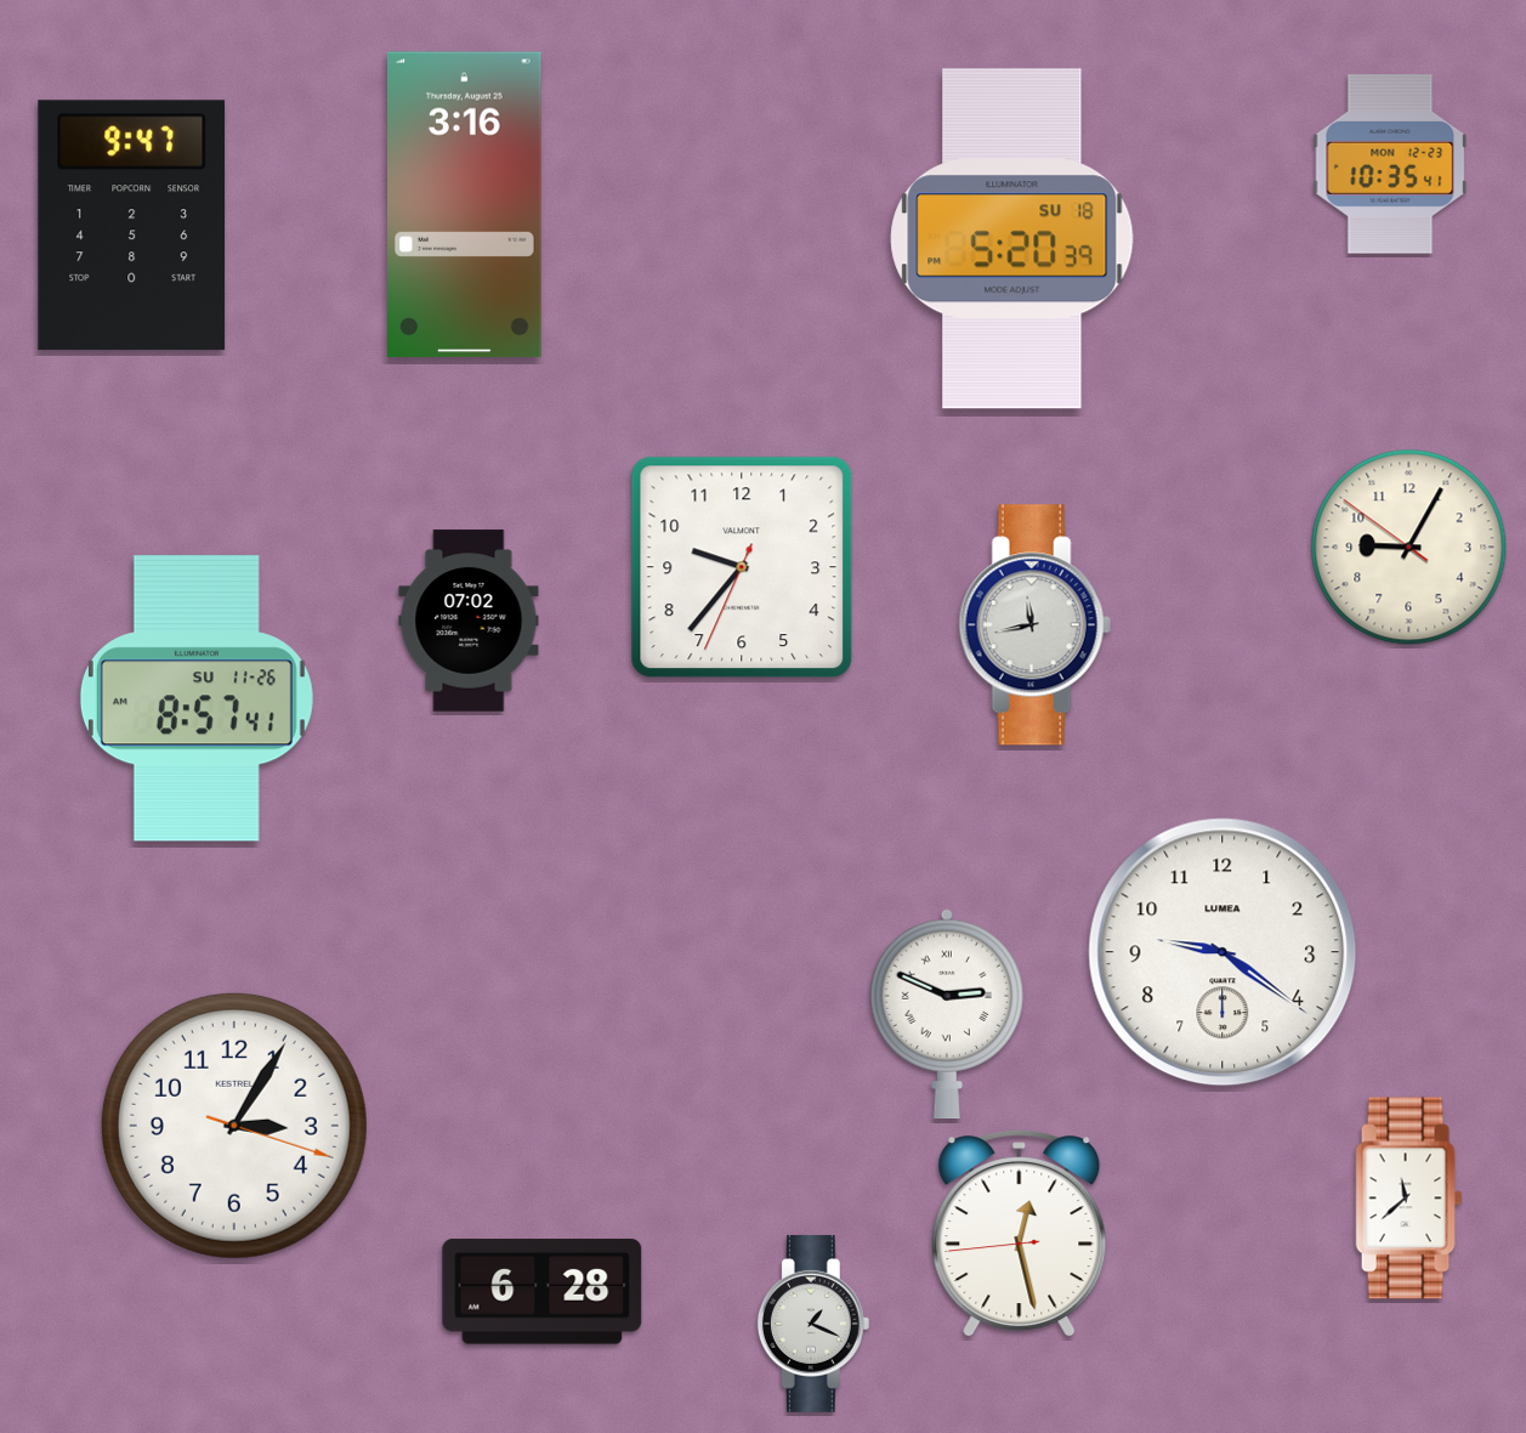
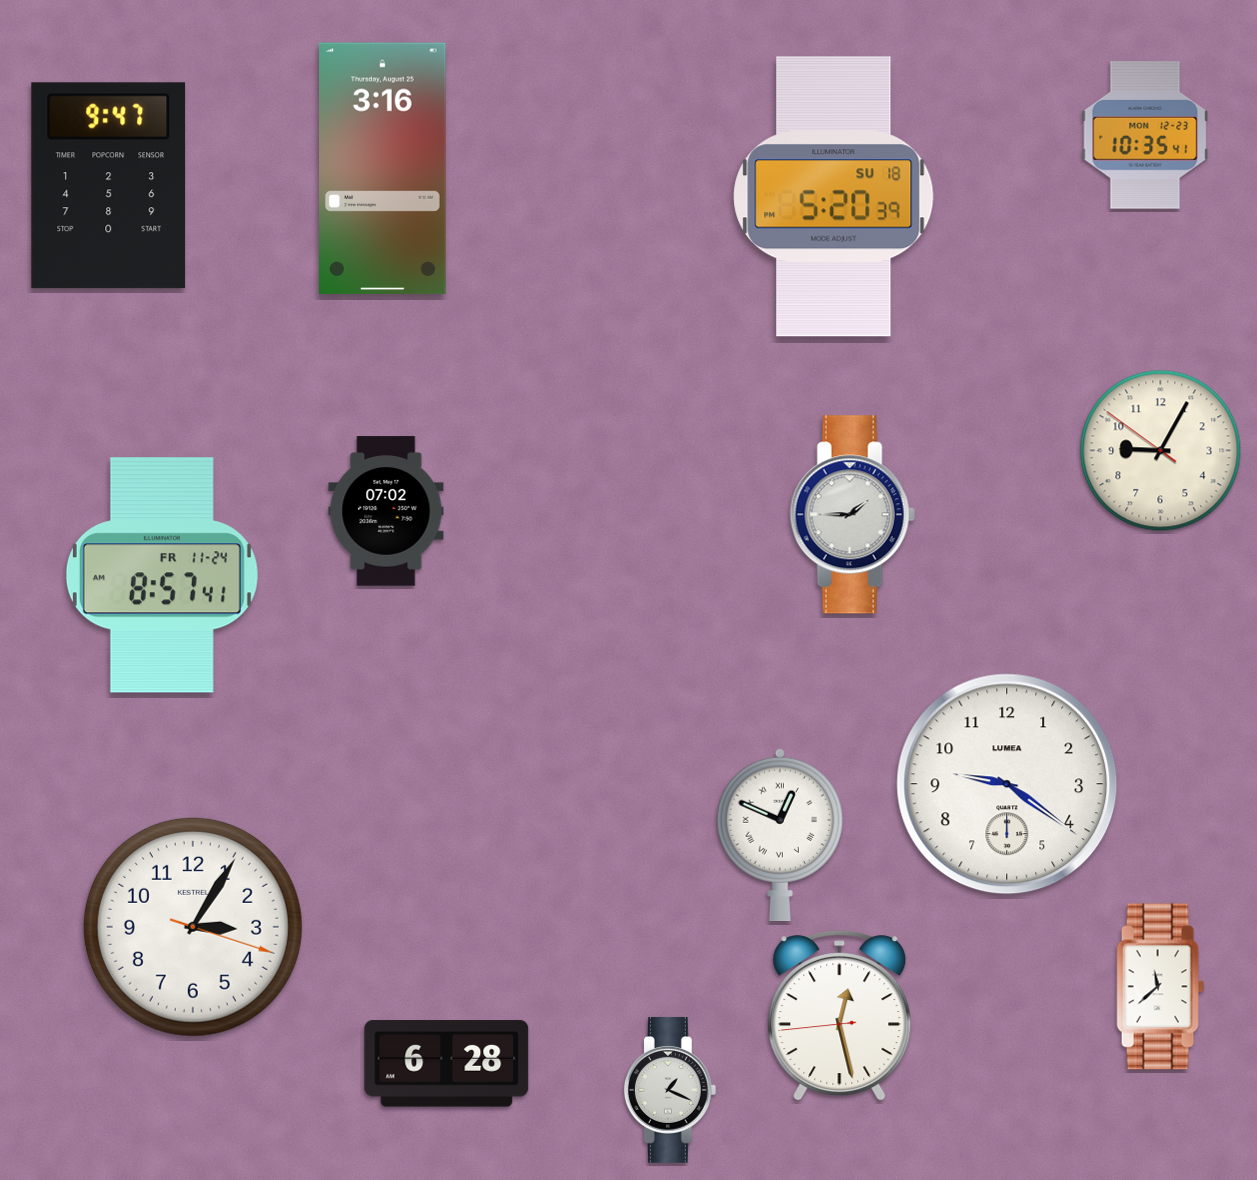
clock at (742, 567): 9:36 -> none
clock at (1034, 625): 11:43 -> 1:45
clock at (197, 698) date: SU 11-26 -> FR 11-24
clock at (946, 1014): 2:49 -> 12:49
